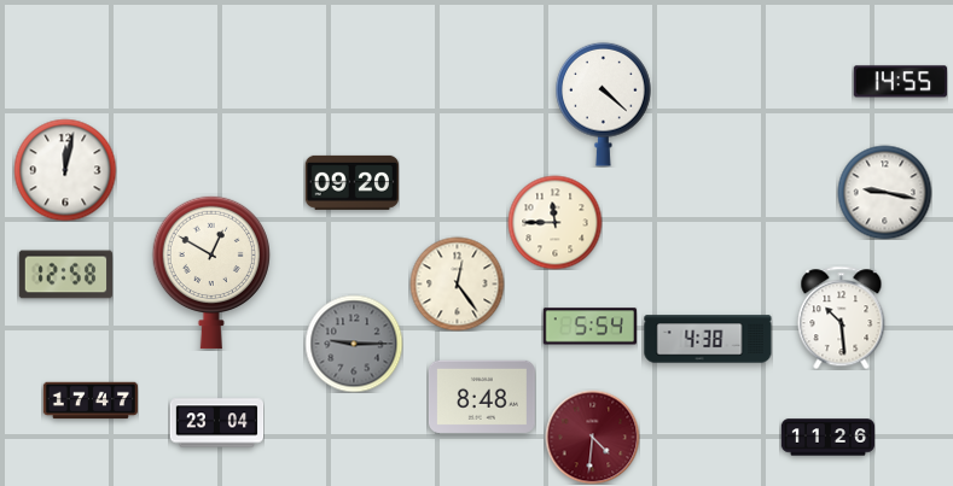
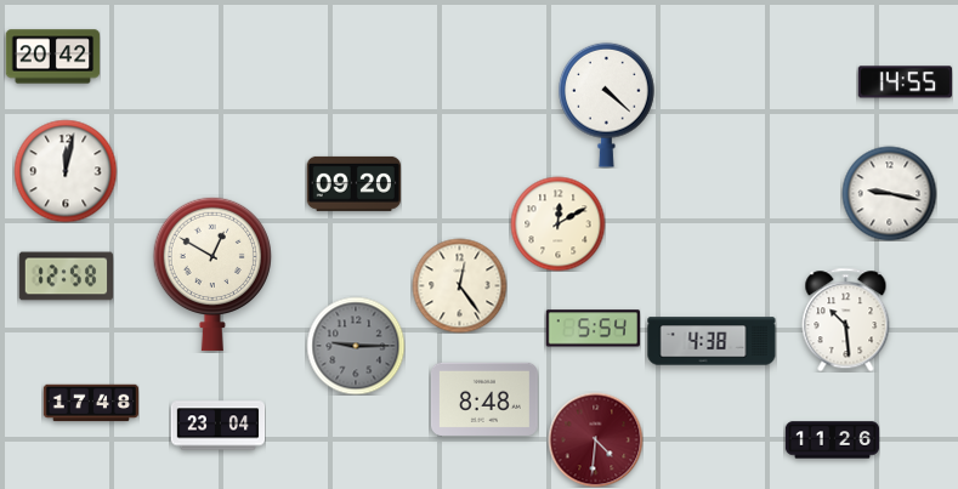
clock at (52, 57): none -> 20:42
clock at (554, 222): 11:45 -> 12:10
clock at (89, 400): 17:47 -> 17:48
